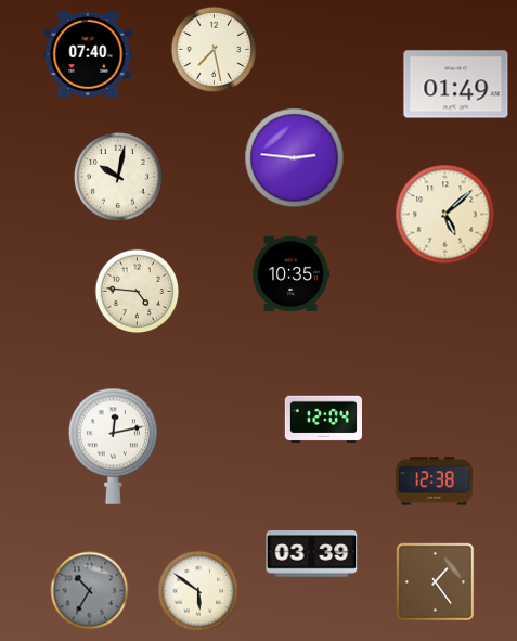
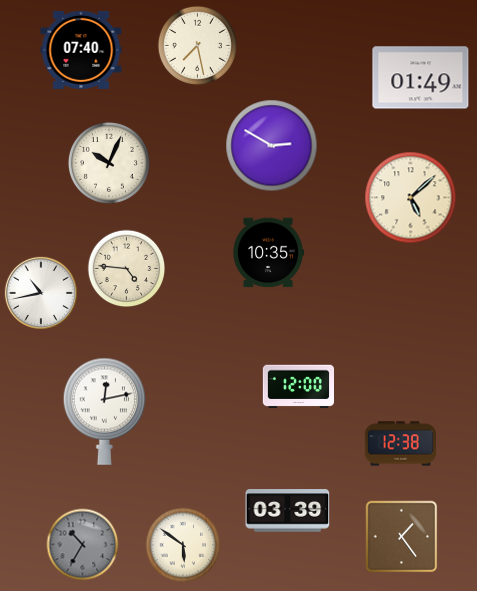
clock at (295, 158): 2:46 -> 2:50
clock at (118, 177): 10:02 -> 10:04
clock at (40, 292): none -> 10:43
clock at (323, 420): 12:04 -> 12:00
